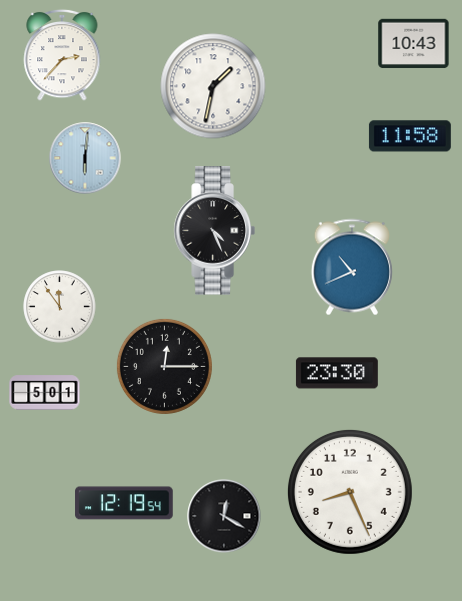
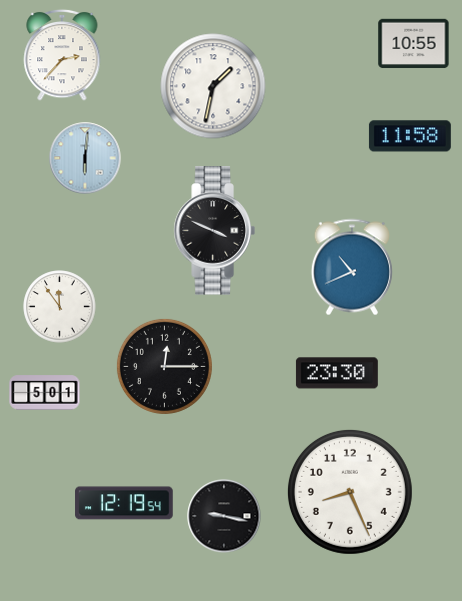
clock at (414, 44): 10:43 -> 10:55
clock at (214, 231): 4:26 -> 3:49
clock at (224, 516): 12:20 -> 9:17
